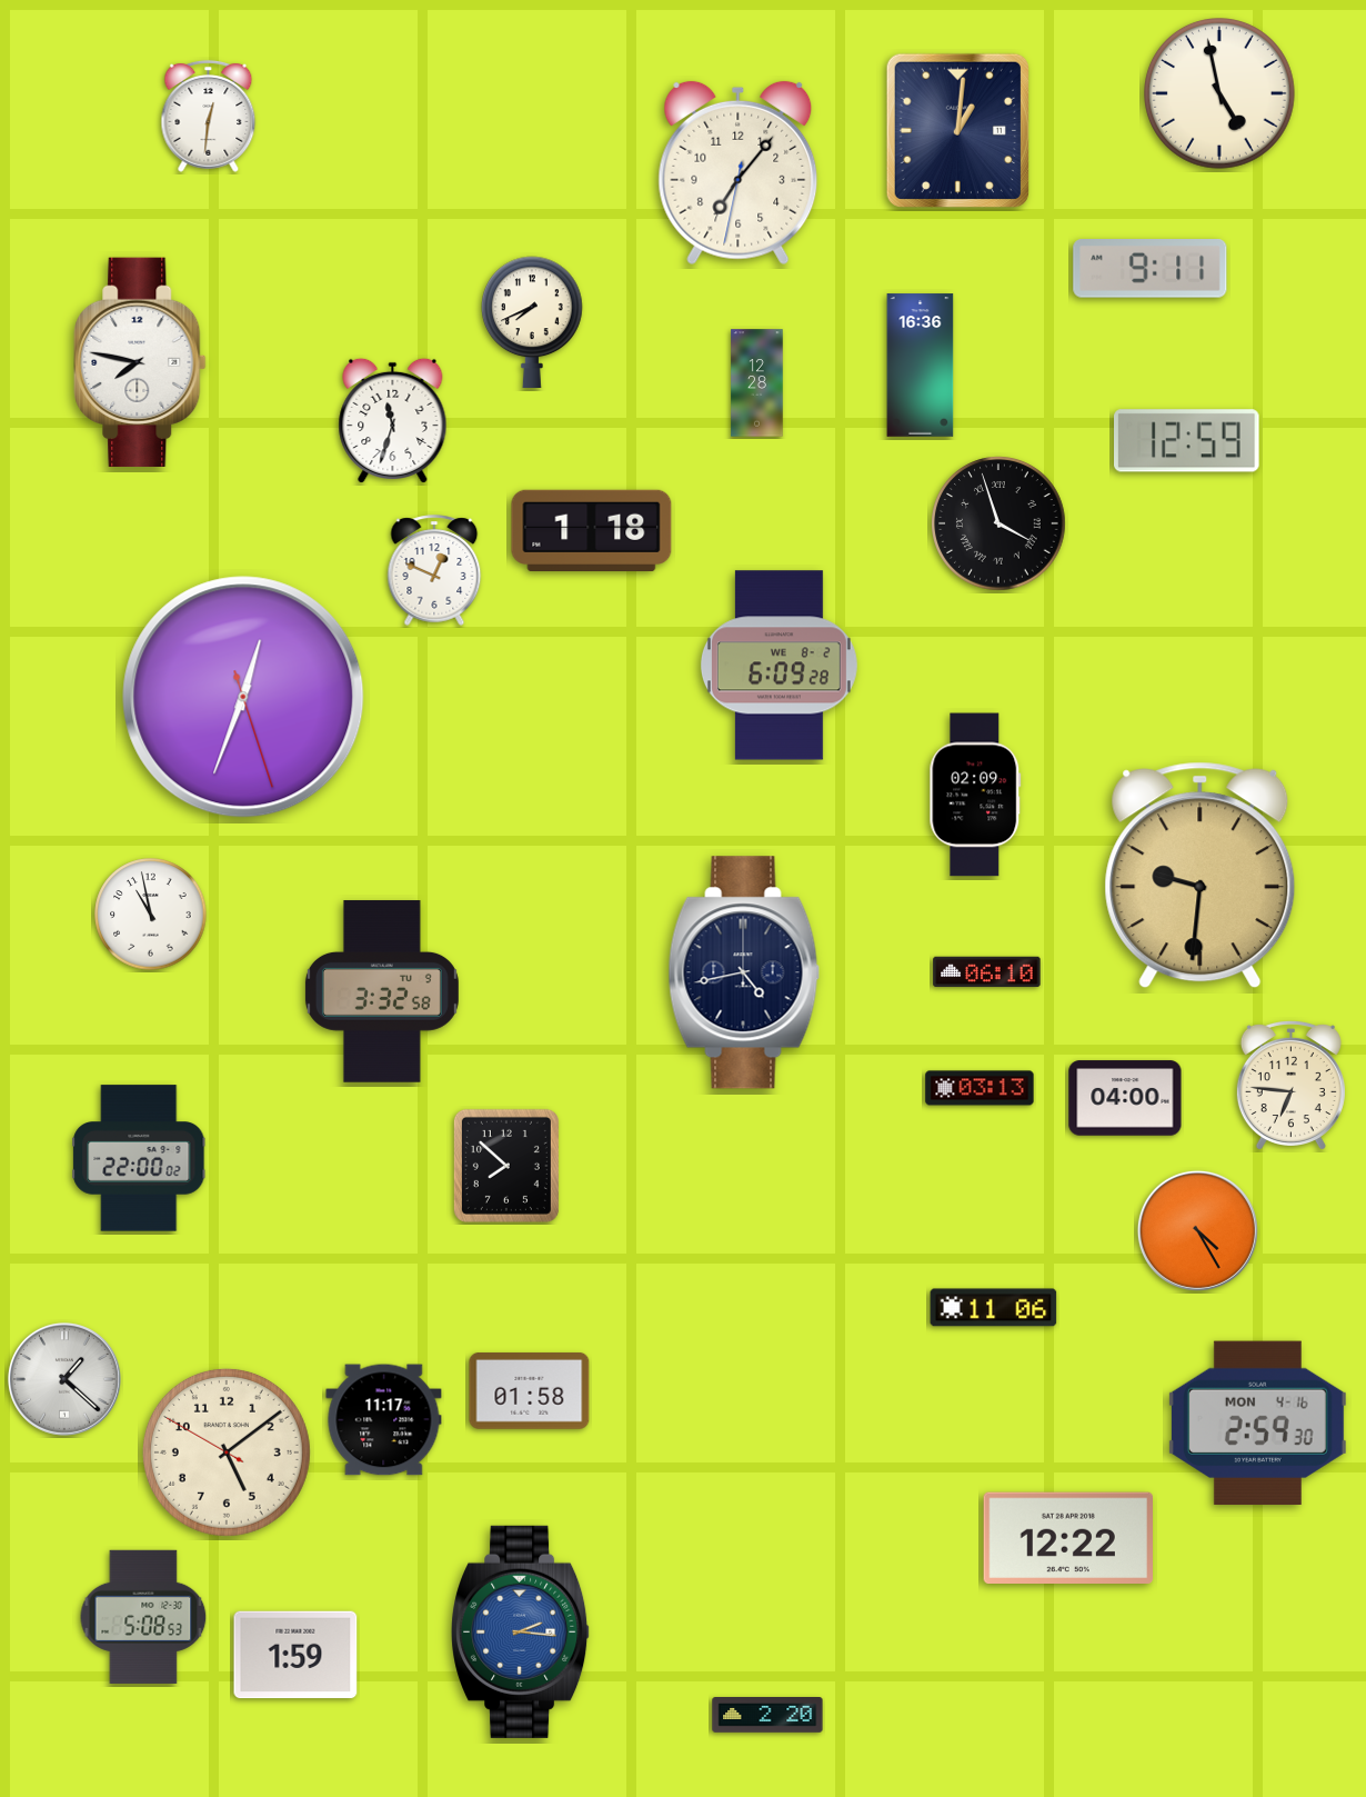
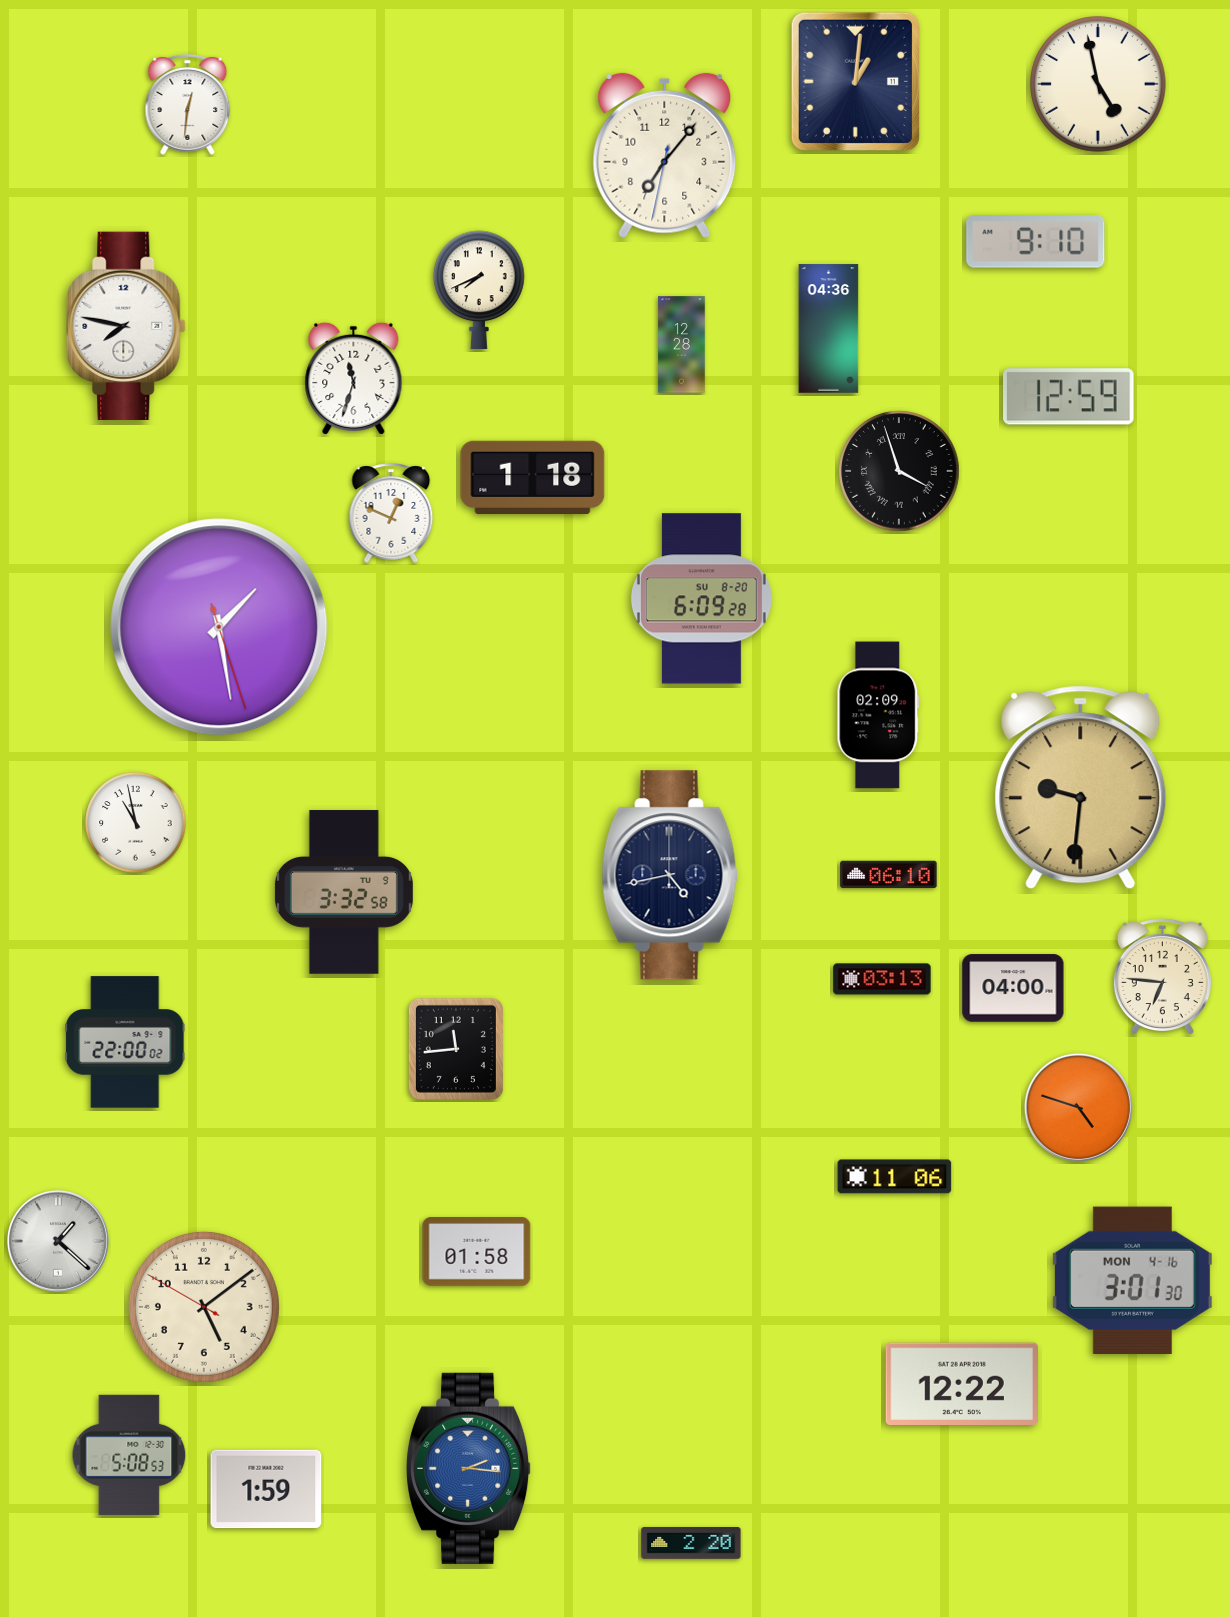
clock at (957, 130) position: (957, 130) -> (855, 81)
clock at (1151, 269): 9:11 -> 9:10
clock at (921, 366): 16:36 -> 04:36
clock at (779, 666) date: WE 8-2 -> SU 8-20
clock at (243, 697): 12:33 -> 1:28
clock at (506, 1166): 7:52 -> 11:44
clock at (1197, 1230): 4:25 -> 4:48
clock at (384, 1420): 11:17 -> none
clock at (1257, 1424): 2:59 -> 3:01
